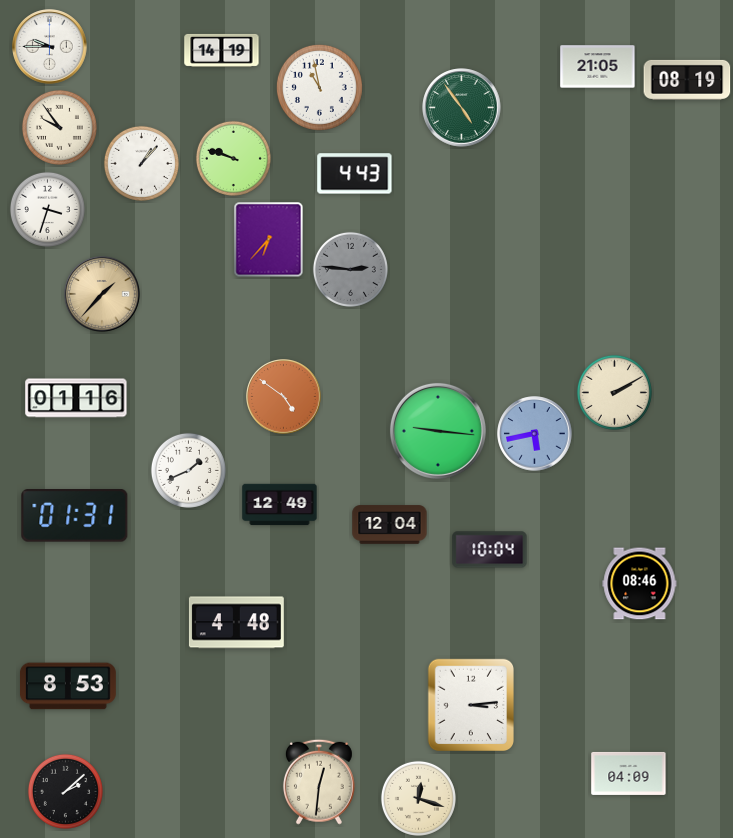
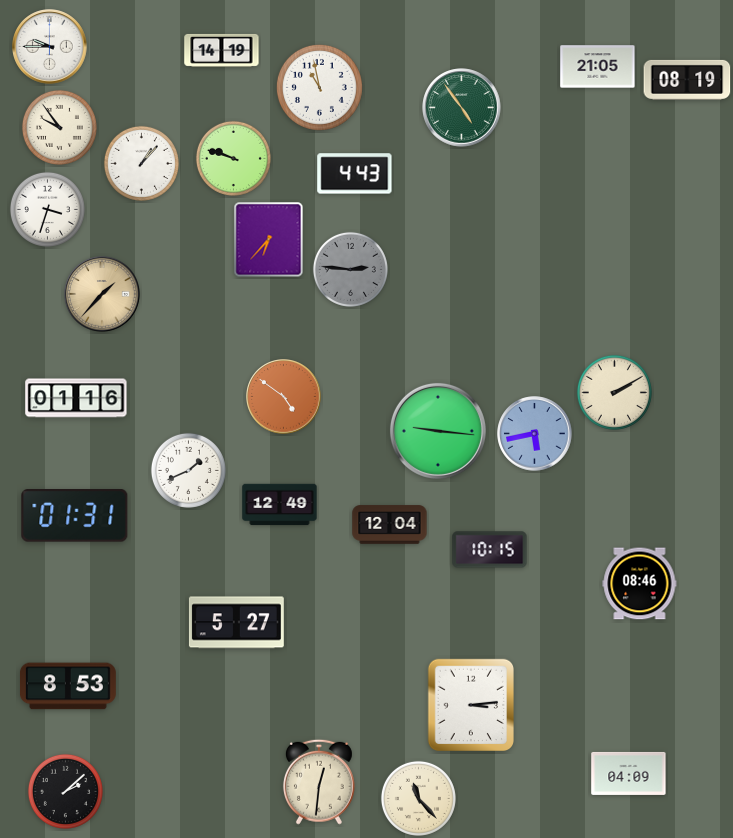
clock at (490, 550): 10:04 -> 10:15
clock at (236, 623): 4:48 -> 5:27
clock at (418, 798): 12:18 -> 11:23
